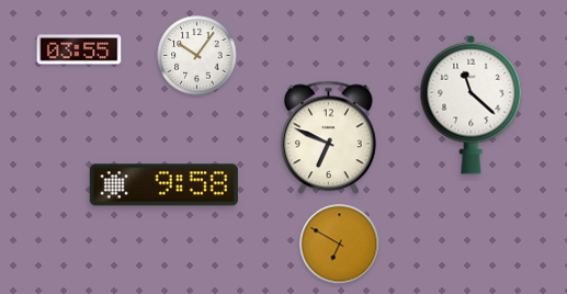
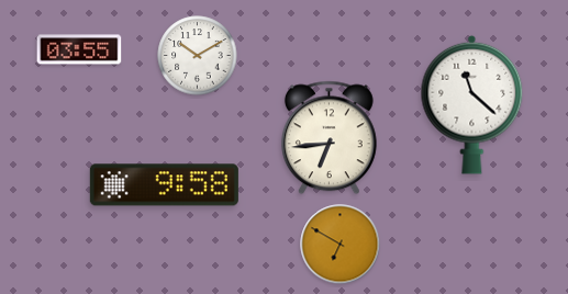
clock at (197, 56): 10:06 -> 10:10
clock at (328, 138): 6:49 -> 6:44
